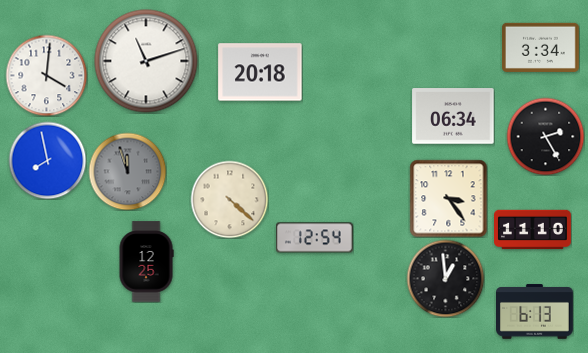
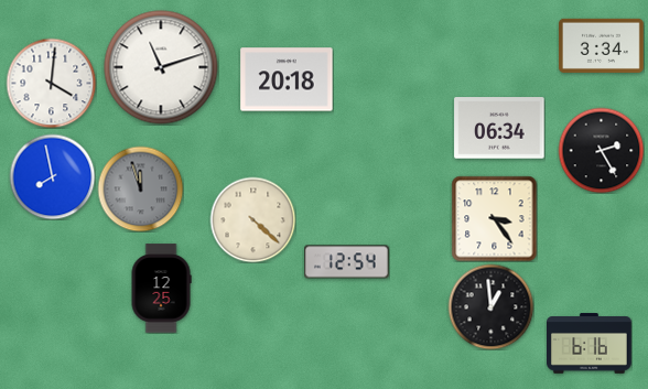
clock at (541, 47) position: (541, 47) -> (602, 45)
clock at (533, 230): 11:10 -> none
clock at (535, 312): 6:13 -> 6:16
